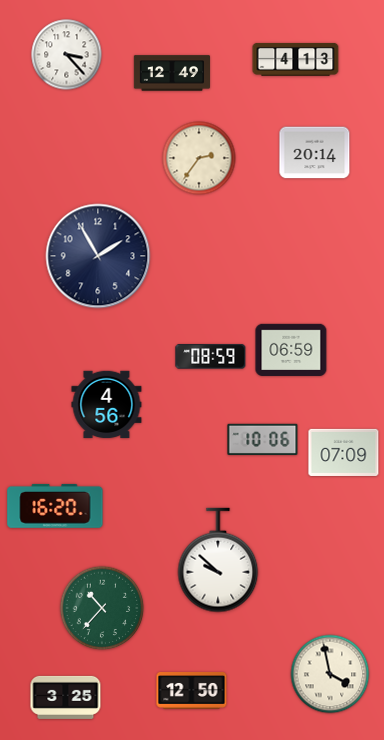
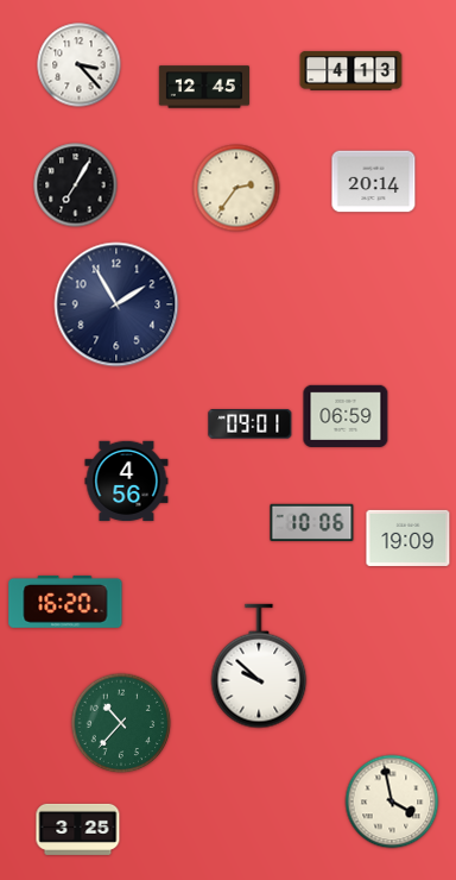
clock at (171, 73): 12:49 -> 12:45
clock at (76, 186): none -> 7:05
clock at (211, 357): 08:59 -> 09:01
clock at (344, 452): 07:09 -> 19:09
clock at (192, 691): 12:50 -> none
